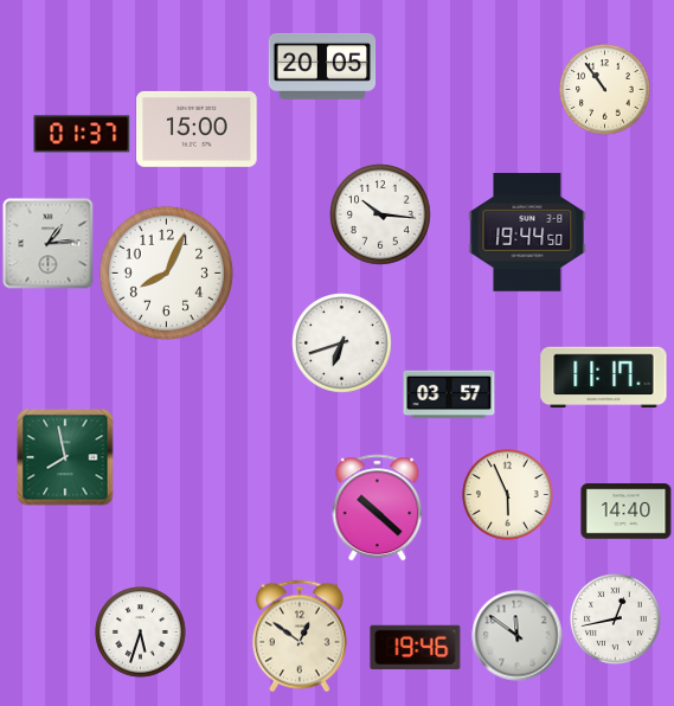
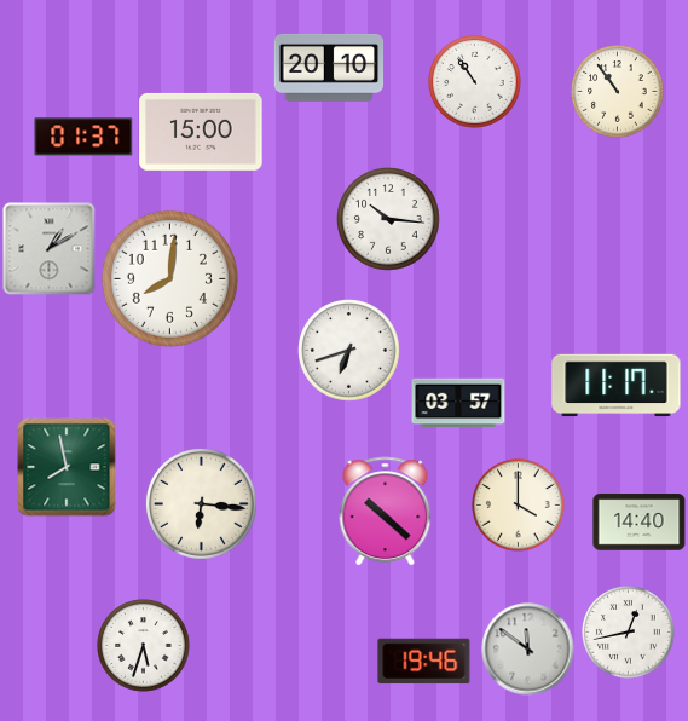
clock at (322, 66): 20:05 -> 20:10
clock at (475, 82): none -> 10:54
clock at (527, 232): 19:44 -> none
clock at (49, 244): 1:14 -> 1:10
clock at (166, 272): 8:04 -> 8:01
clock at (201, 503): none -> 6:16
clock at (508, 495): 5:56 -> 4:00
clock at (378, 508) position: (378, 508) -> (386, 512)
clock at (300, 636): 12:51 -> none
